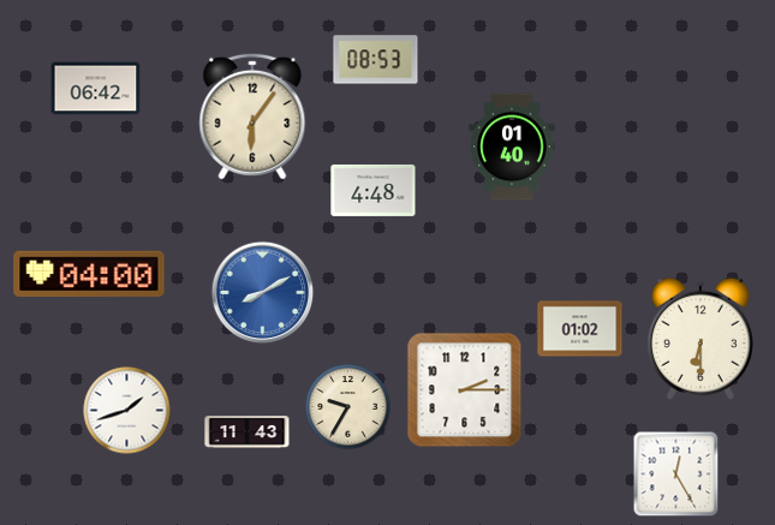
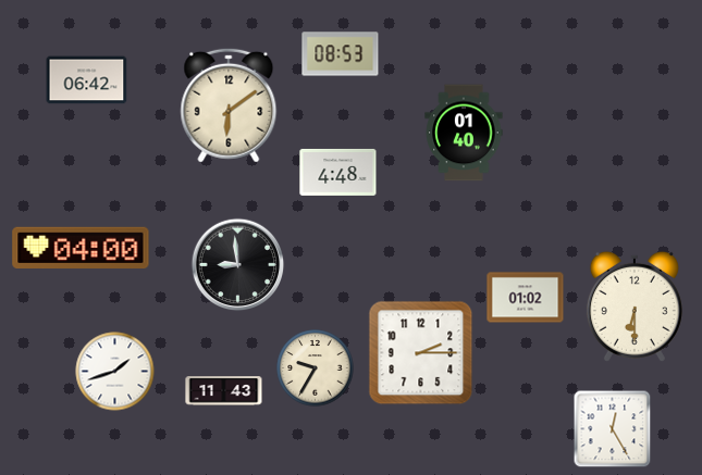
clock at (252, 117): 6:06 -> 6:09
clock at (263, 293): 8:10 -> 8:59
clock at (263, 293) dial: blue -> black
